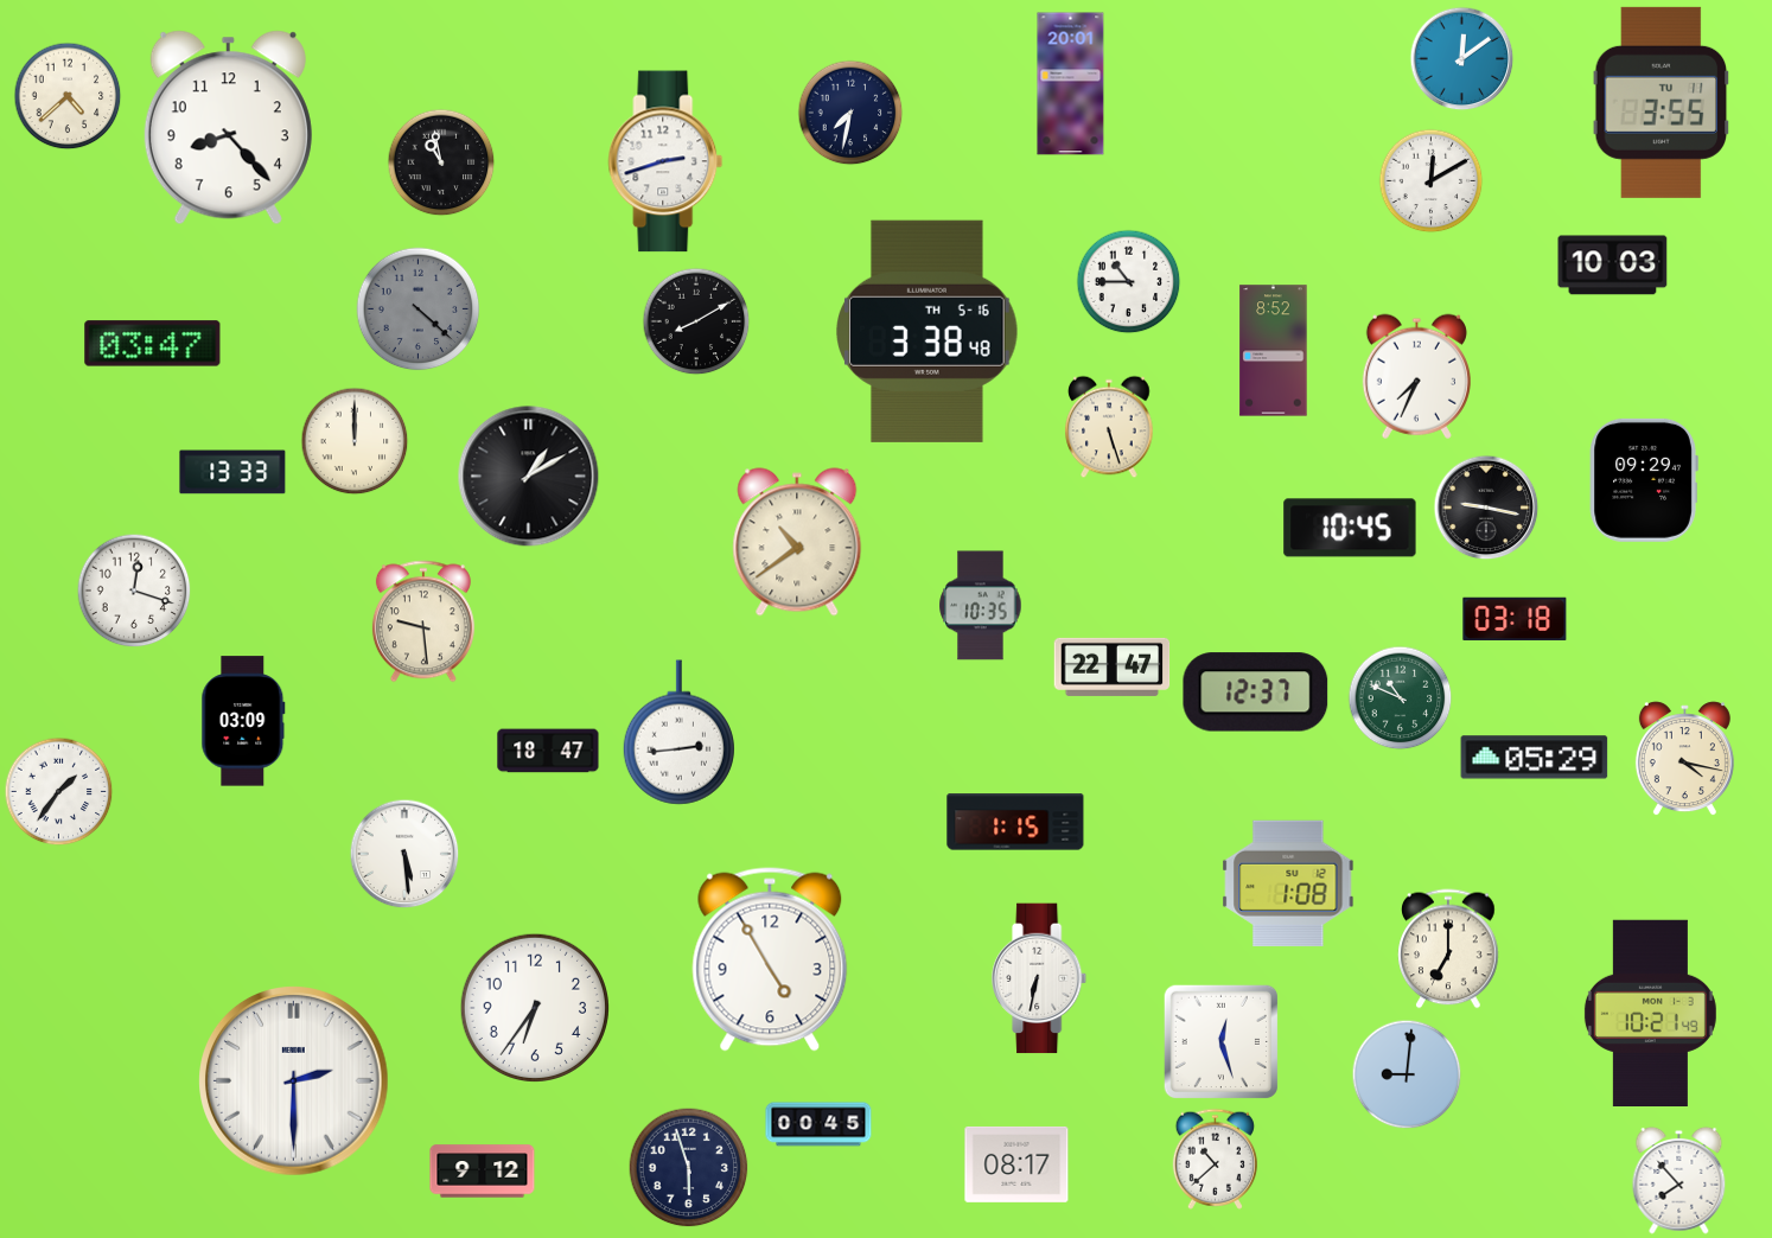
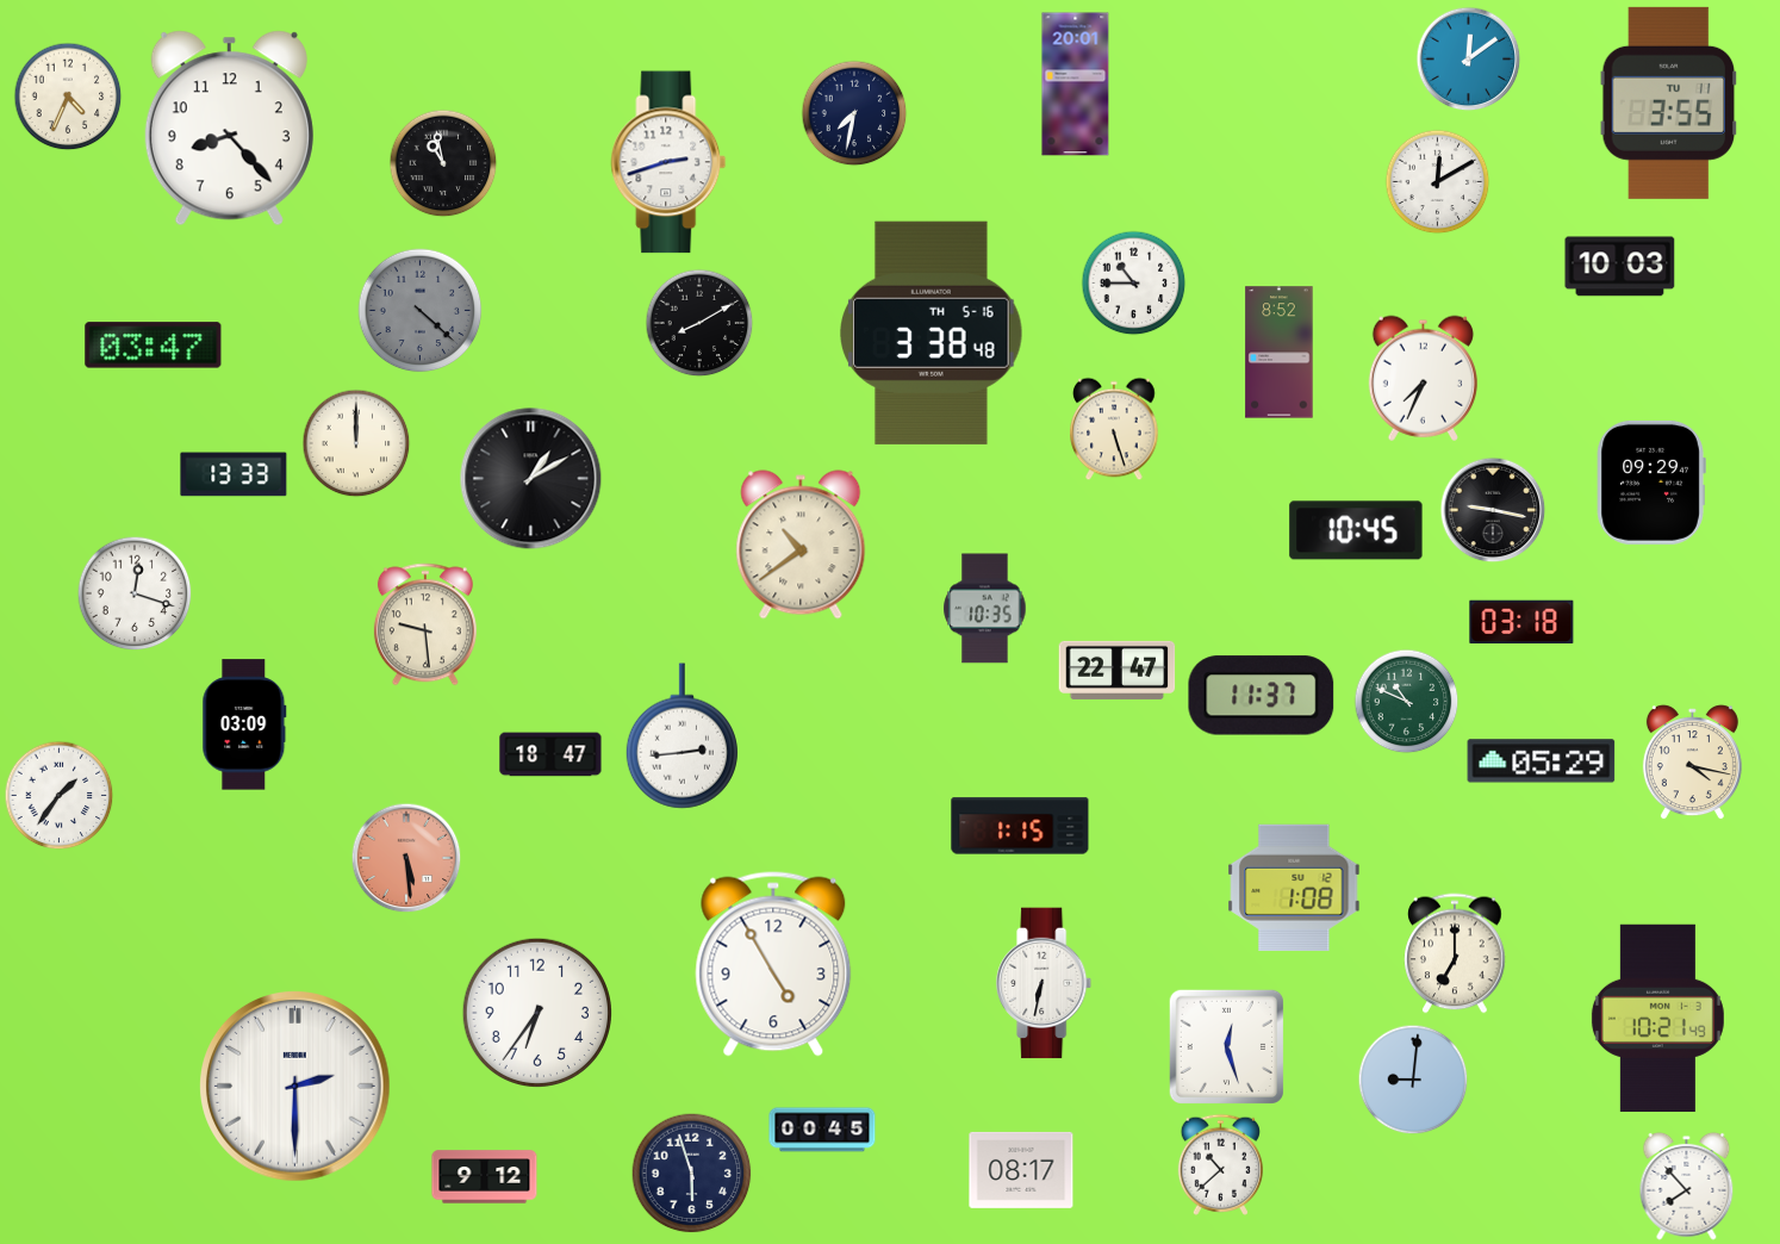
clock at (68, 96): 4:38 -> 4:34
clock at (1256, 693): 12:37 -> 11:37
clock at (404, 854) dial: white -> salmon
